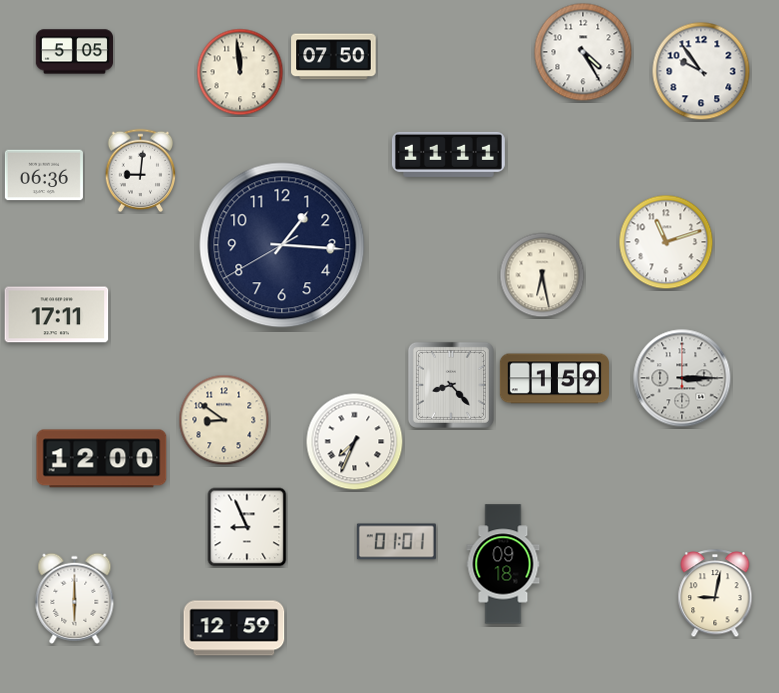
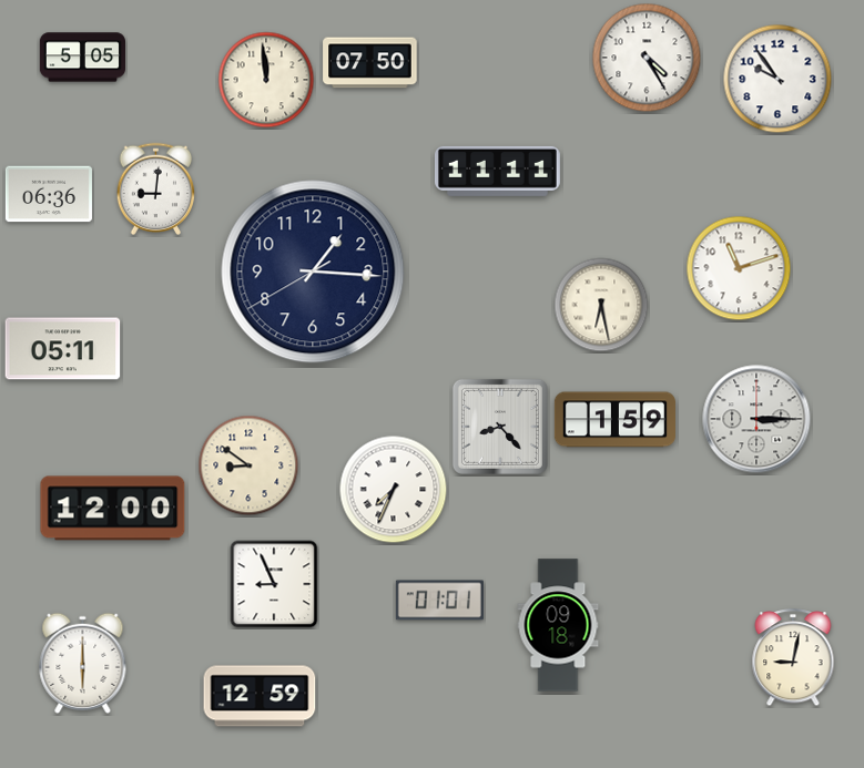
clock at (57, 315): 17:11 -> 05:11
